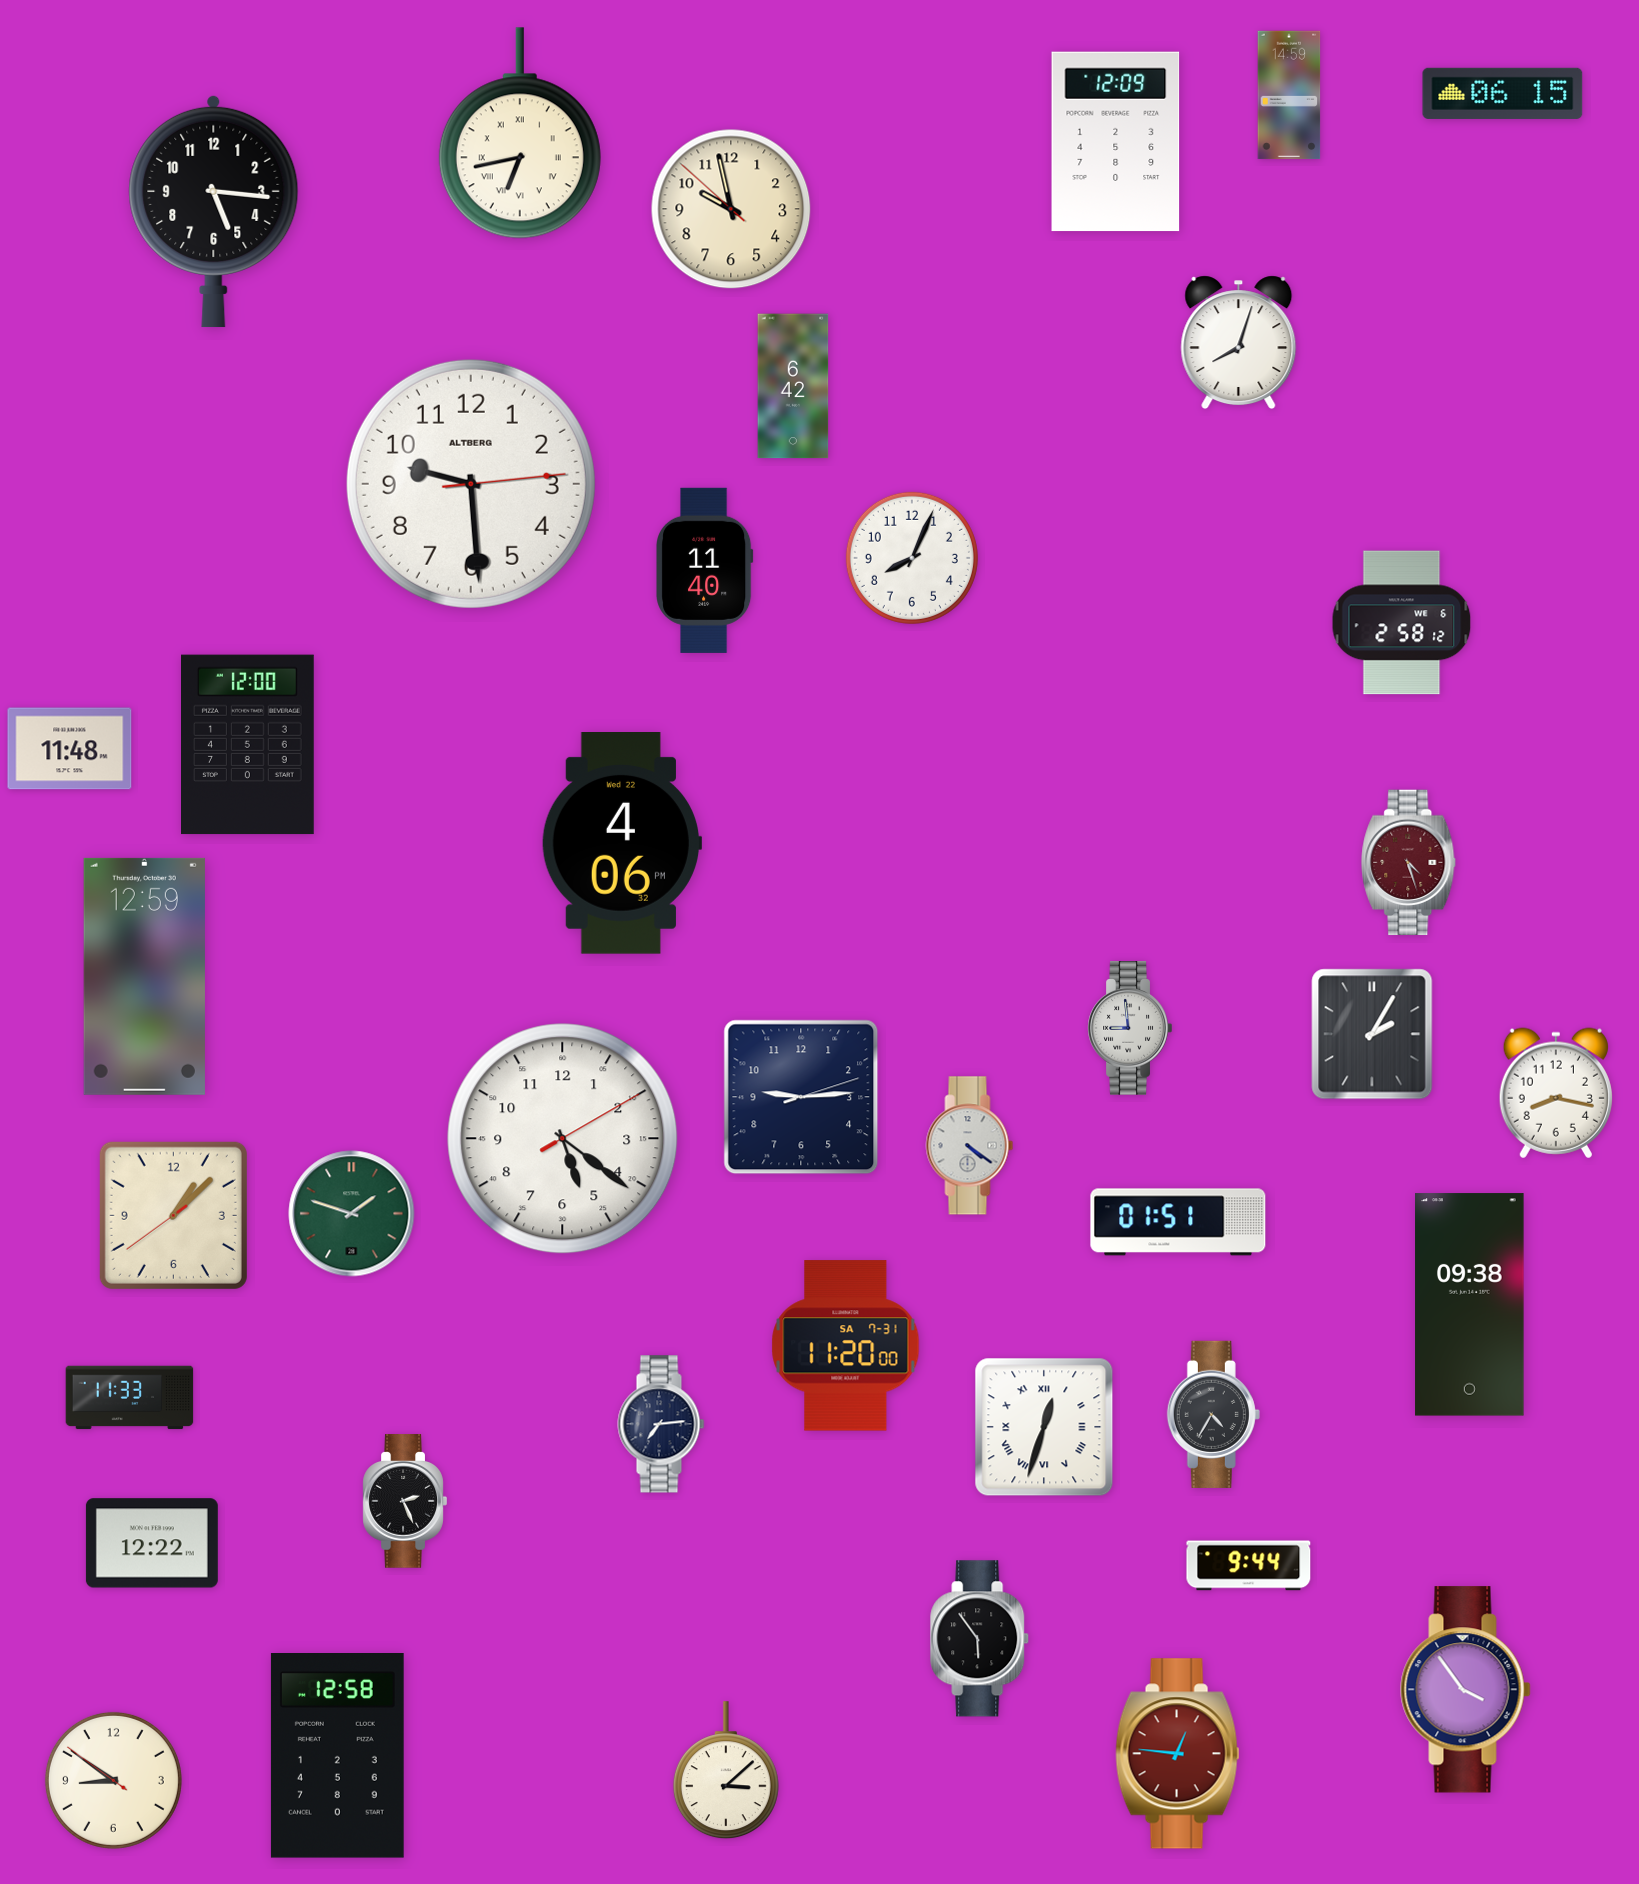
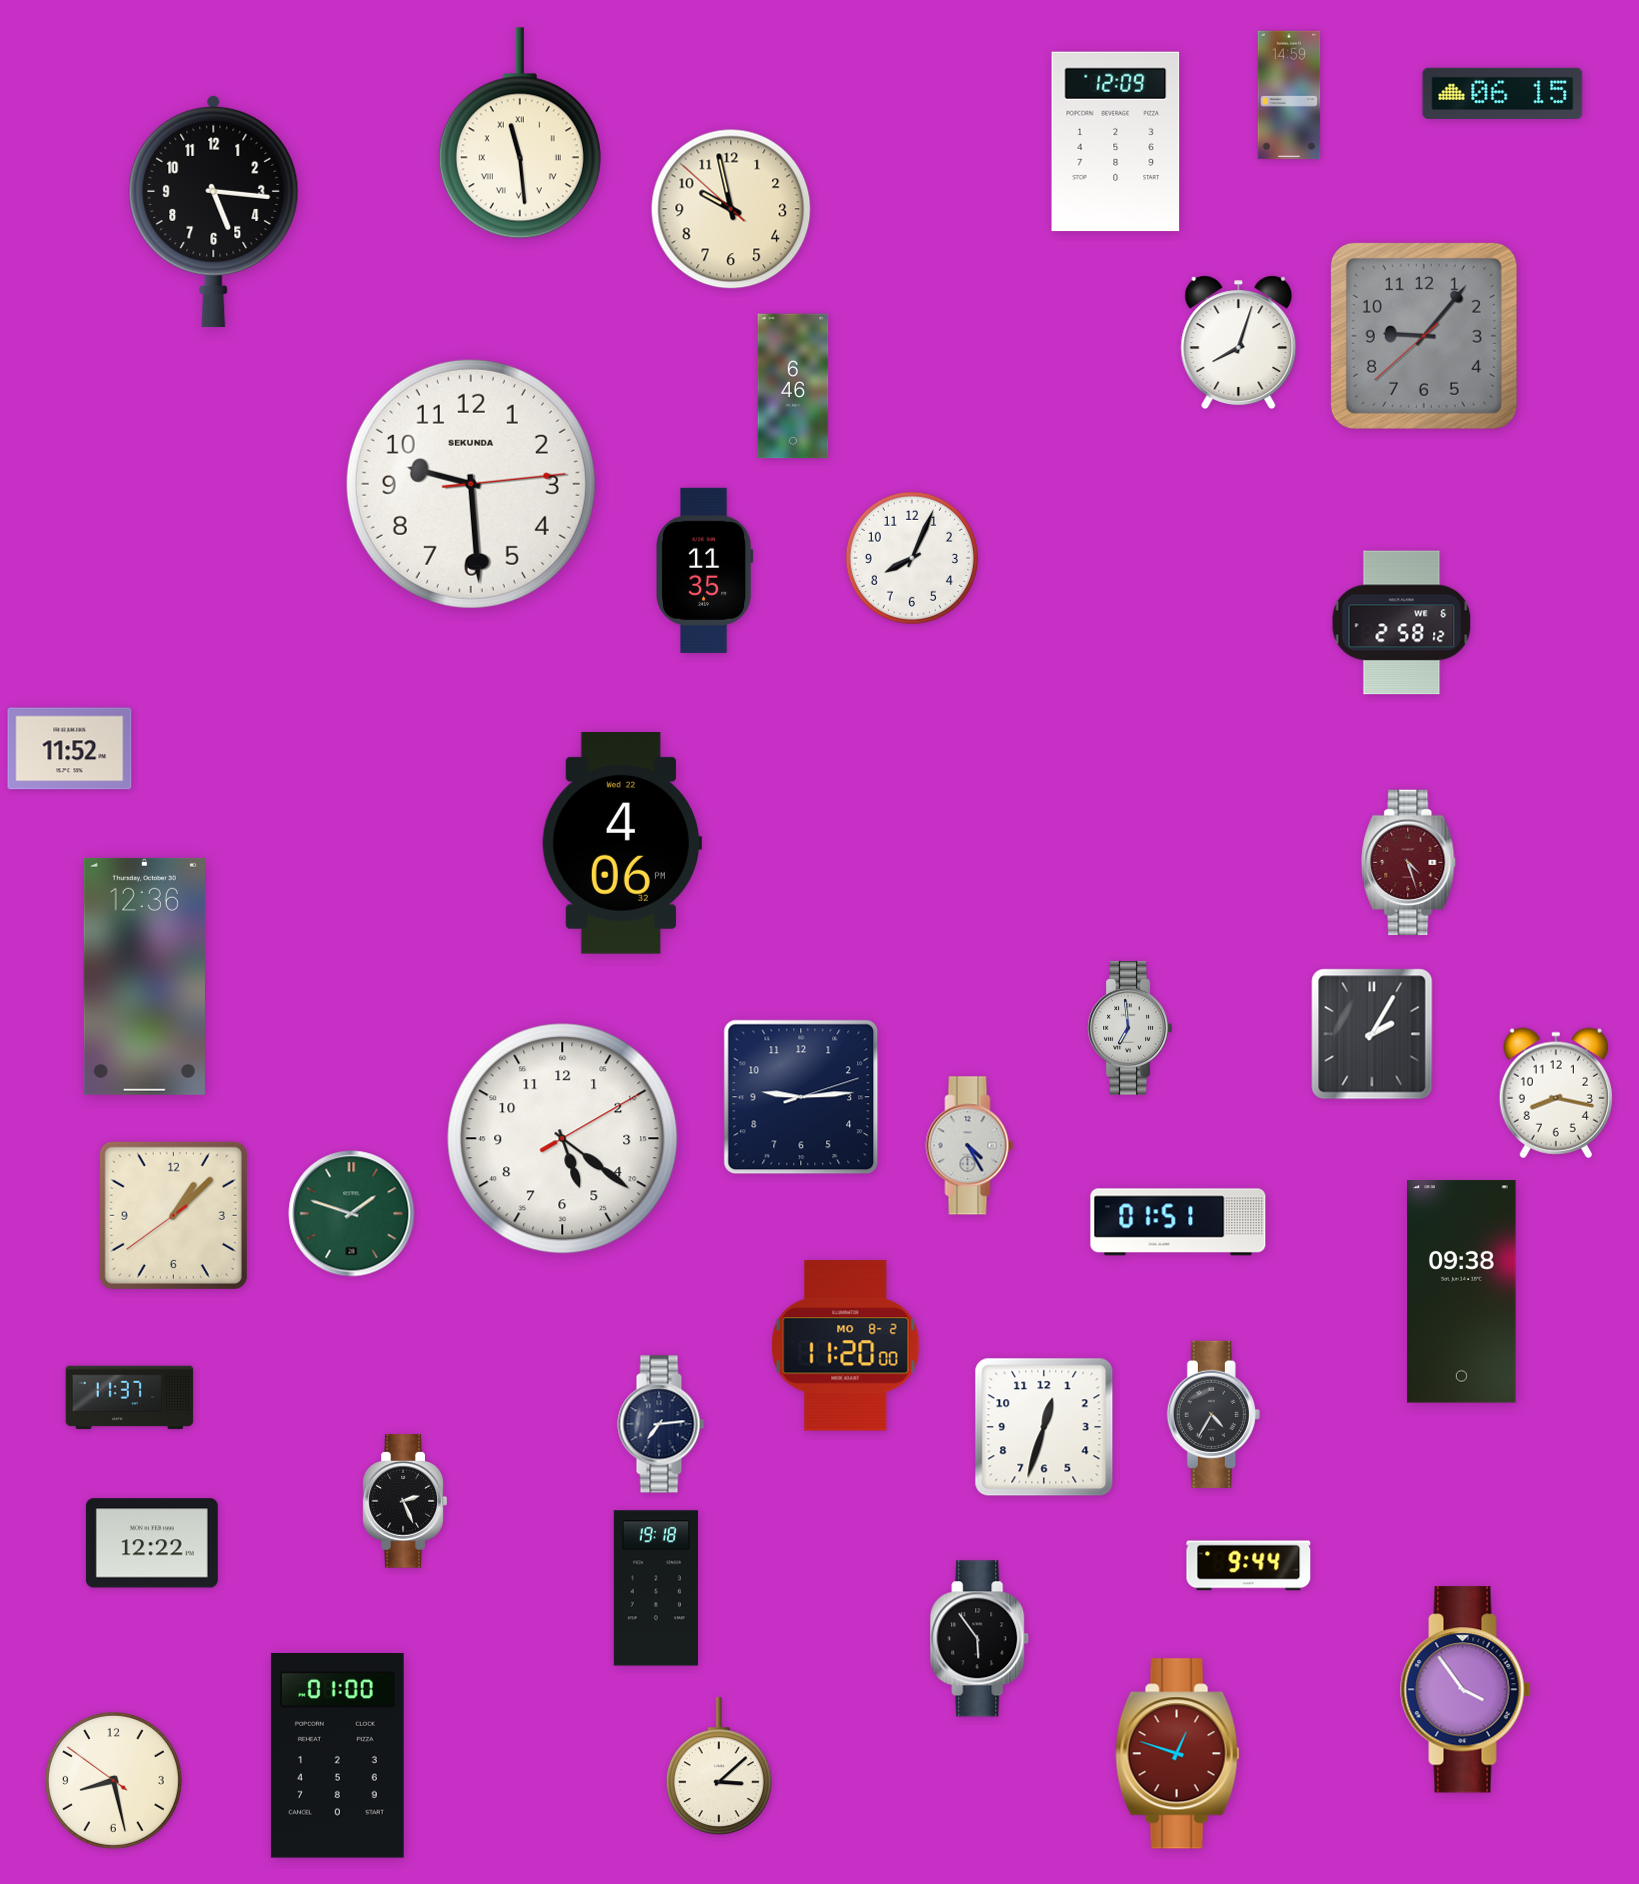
clock at (520, 133): 6:43 -> 11:29
clock at (1424, 336): none -> 9:06
clock at (793, 386): 6:42 -> 6:46
clock at (471, 484) brand: ALTBERG -> SEKUNDA
clock at (705, 570): 11:40 -> 11:35
clock at (248, 745): 12:00 -> none
clock at (70, 749): 11:48 -> 11:52
clock at (144, 976): 12:59 -> 12:36
clock at (1130, 1028): 8:59 -> 6:59
clock at (970, 1146): 4:21 -> 4:25
clock at (1470, 1305) position: (1470, 1305) -> (1462, 1292)
clock at (846, 1346) date: SA 7-31 -> MO 8-2
clock at (130, 1398): 11:33 -> 11:37
clock at (1044, 1427) numerals: Roman -> Arabic
clock at (656, 1588): none -> 19:18
clock at (1178, 1754): 12:46 -> 12:48
clock at (337, 1756): 12:58 -> 01:00
clock at (726, 1771) position: (726, 1771) -> (719, 1767)
clock at (113, 1780): 8:50 -> 8:27
